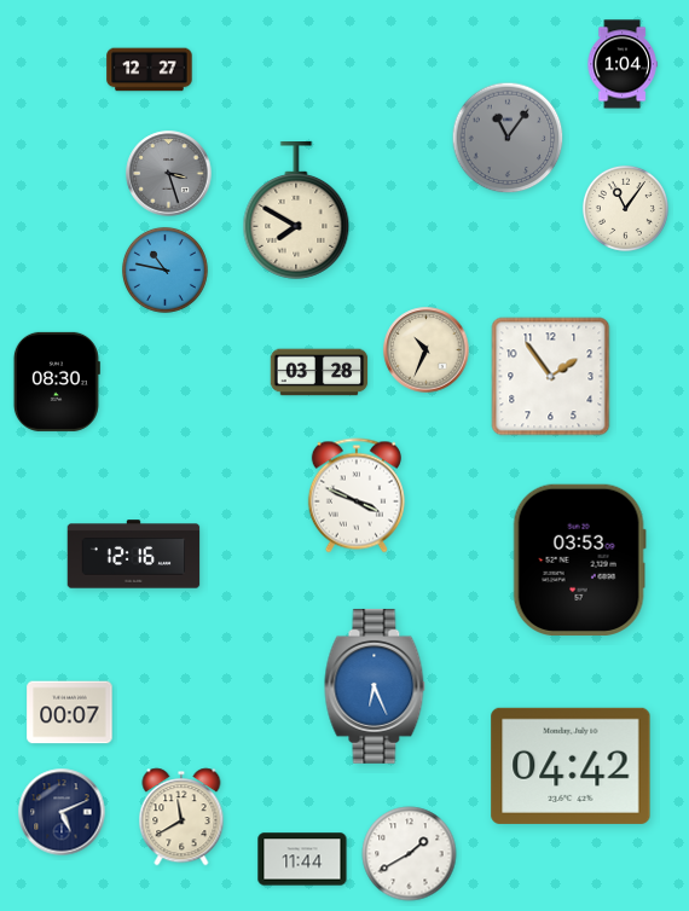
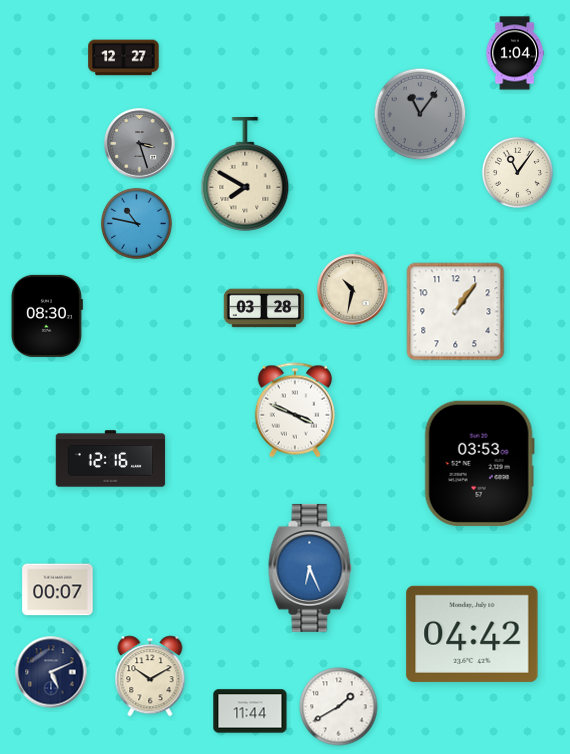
clock at (427, 350): 10:34 -> 10:32
clock at (551, 377): 1:54 -> 1:06
clock at (181, 817): 11:40 -> 10:10
